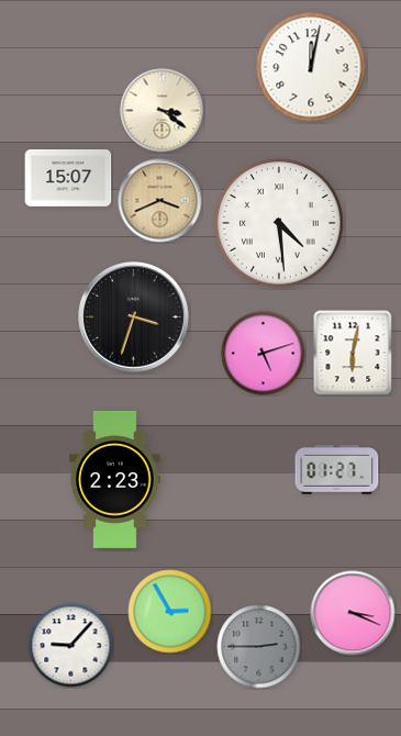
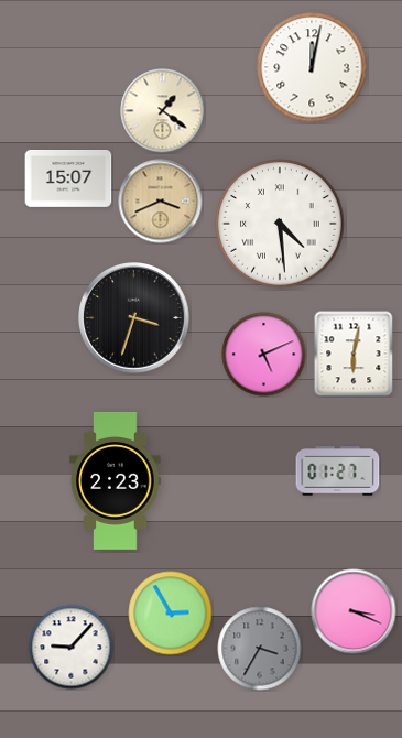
clock at (163, 111): 3:21 -> 1:21
clock at (264, 354): 5:12 -> 5:11
clock at (353, 613) position: (353, 613) -> (354, 611)
clock at (259, 647): 2:45 -> 3:35
